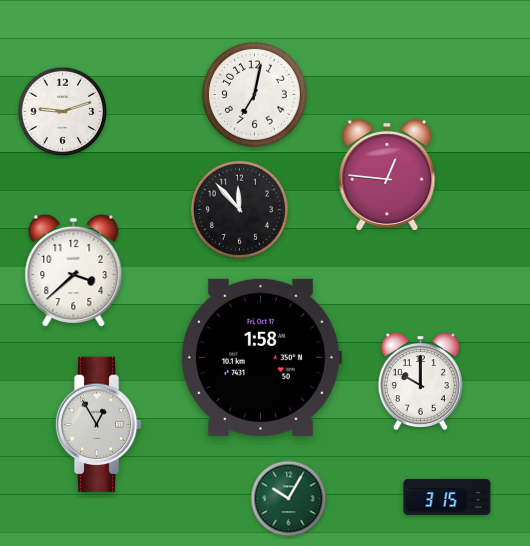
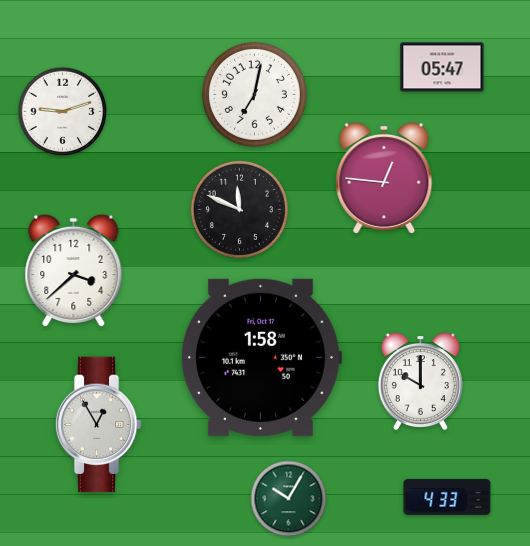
clock at (442, 67): none -> 05:47
clock at (387, 175) position: (387, 175) -> (384, 178)
clock at (239, 209): 11:53 -> 11:49
clock at (447, 497): 3:15 -> 4:33
